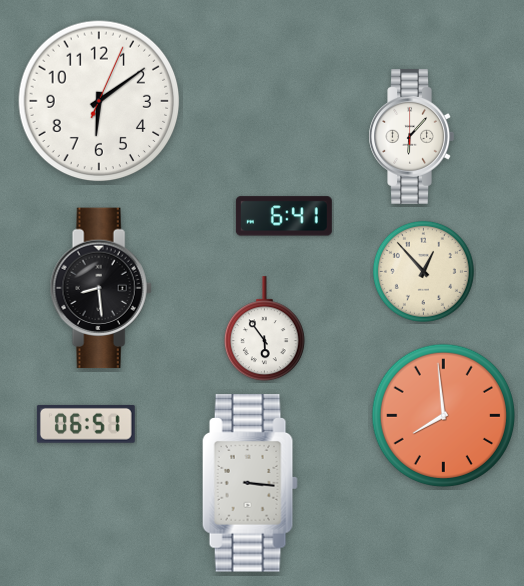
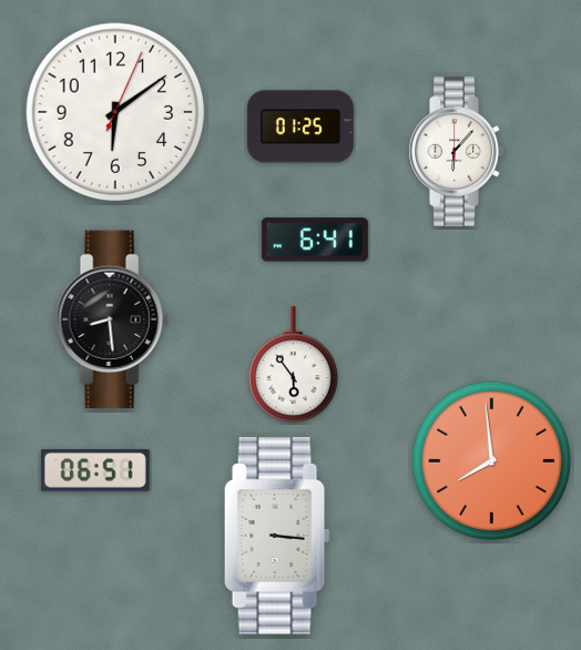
clock at (99, 101) position: (99, 101) -> (115, 112)
clock at (300, 126): none -> 01:25
clock at (423, 271): 12:53 -> none
